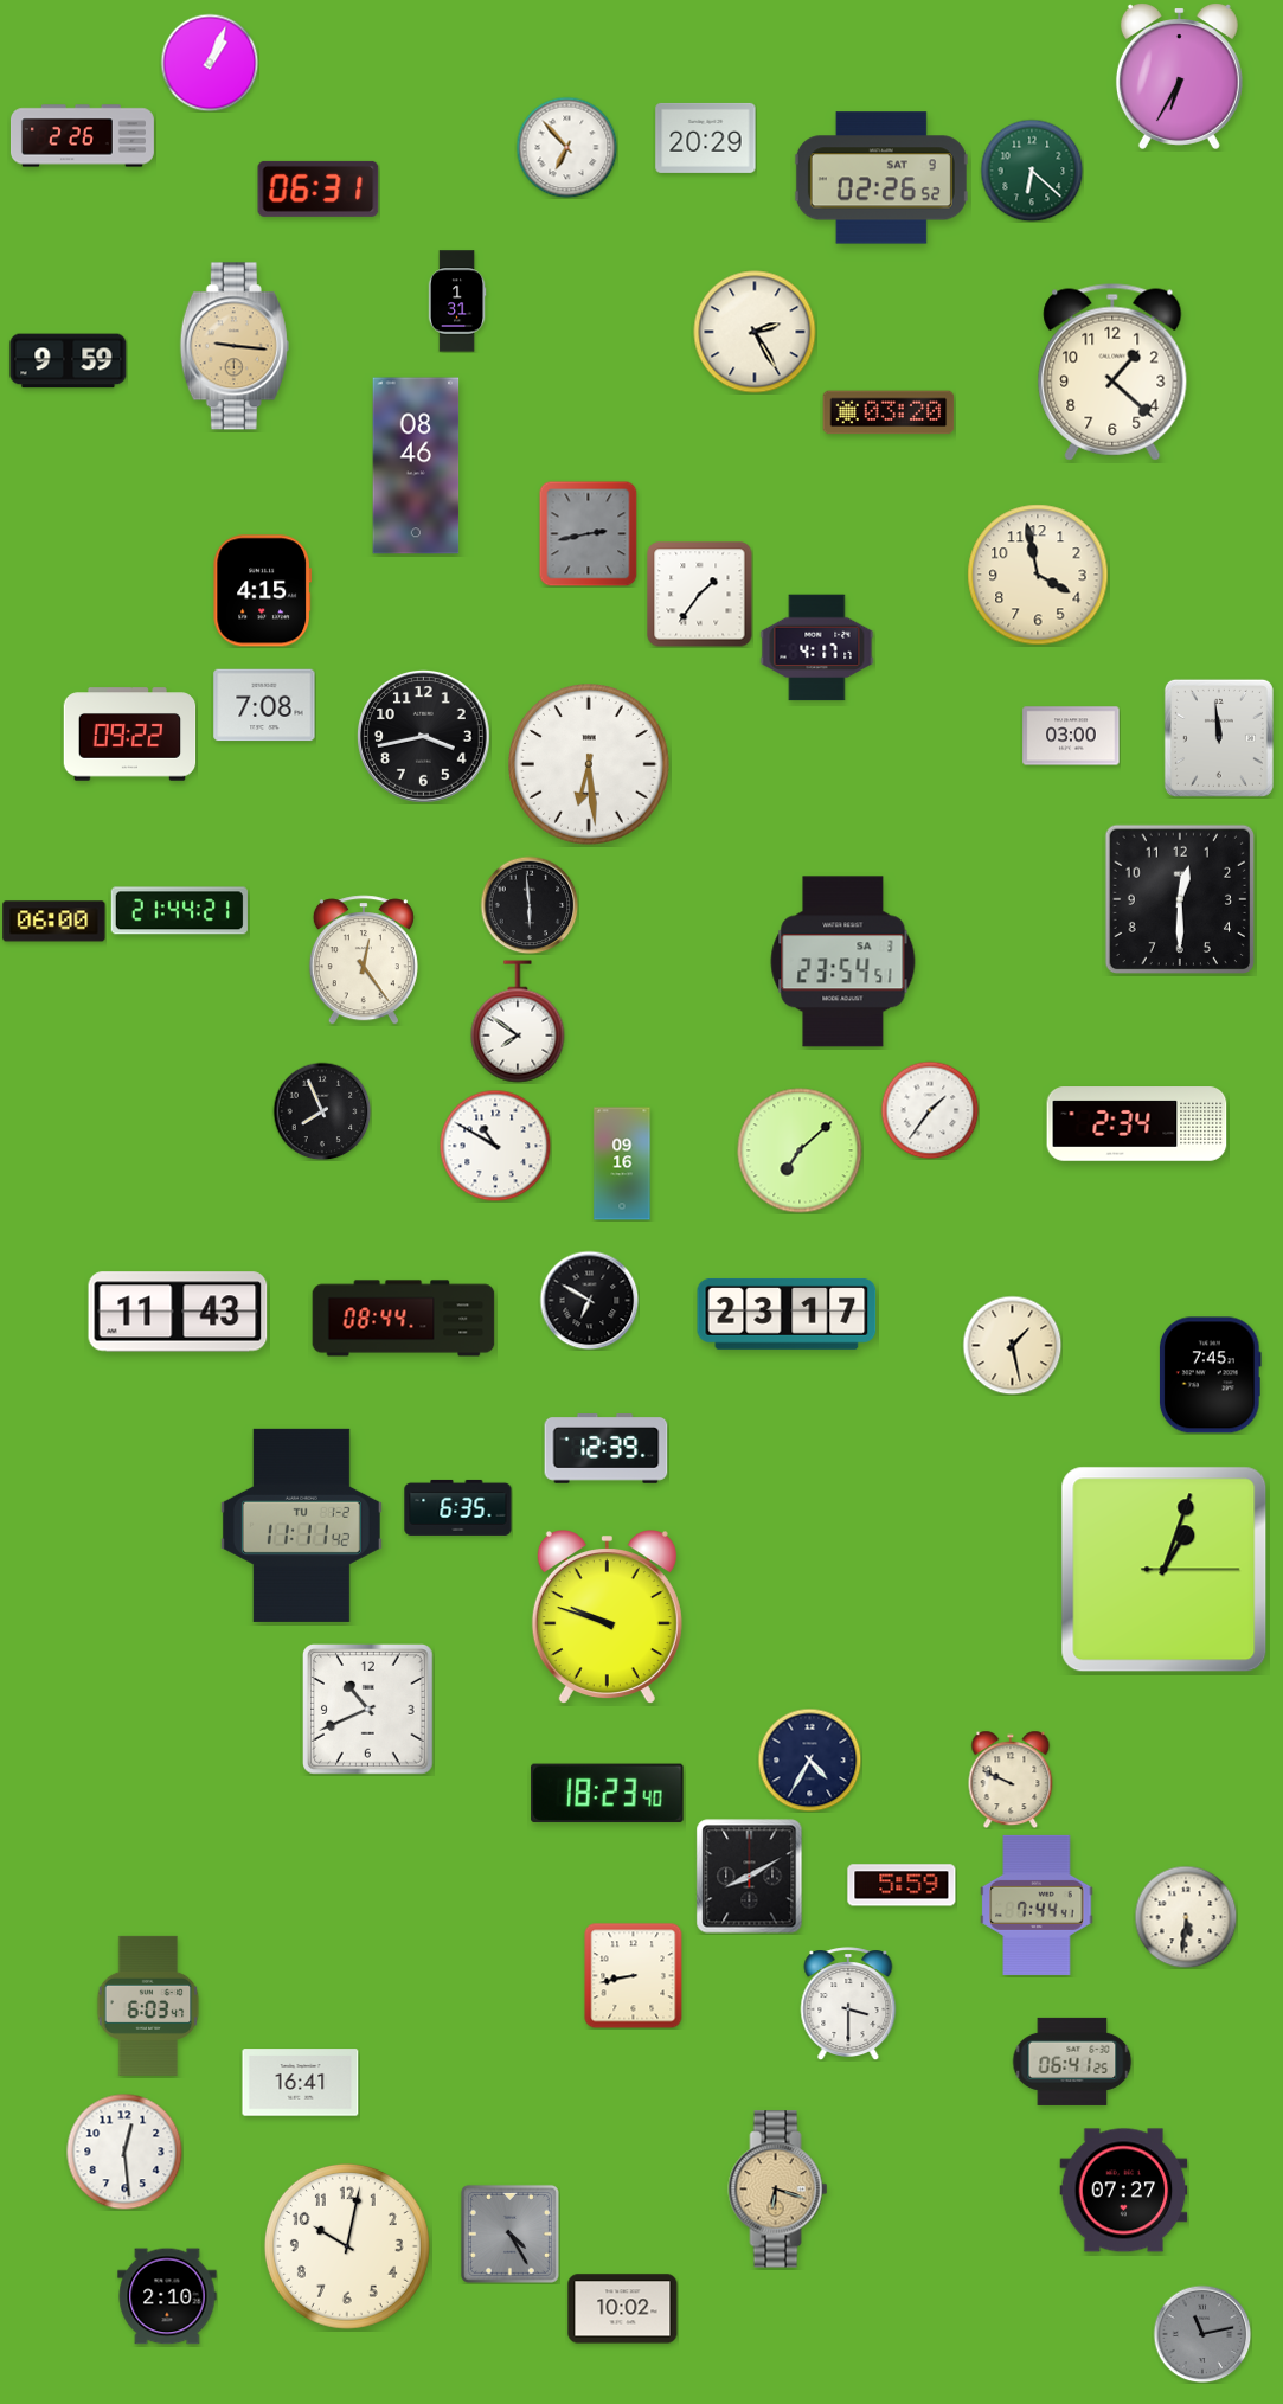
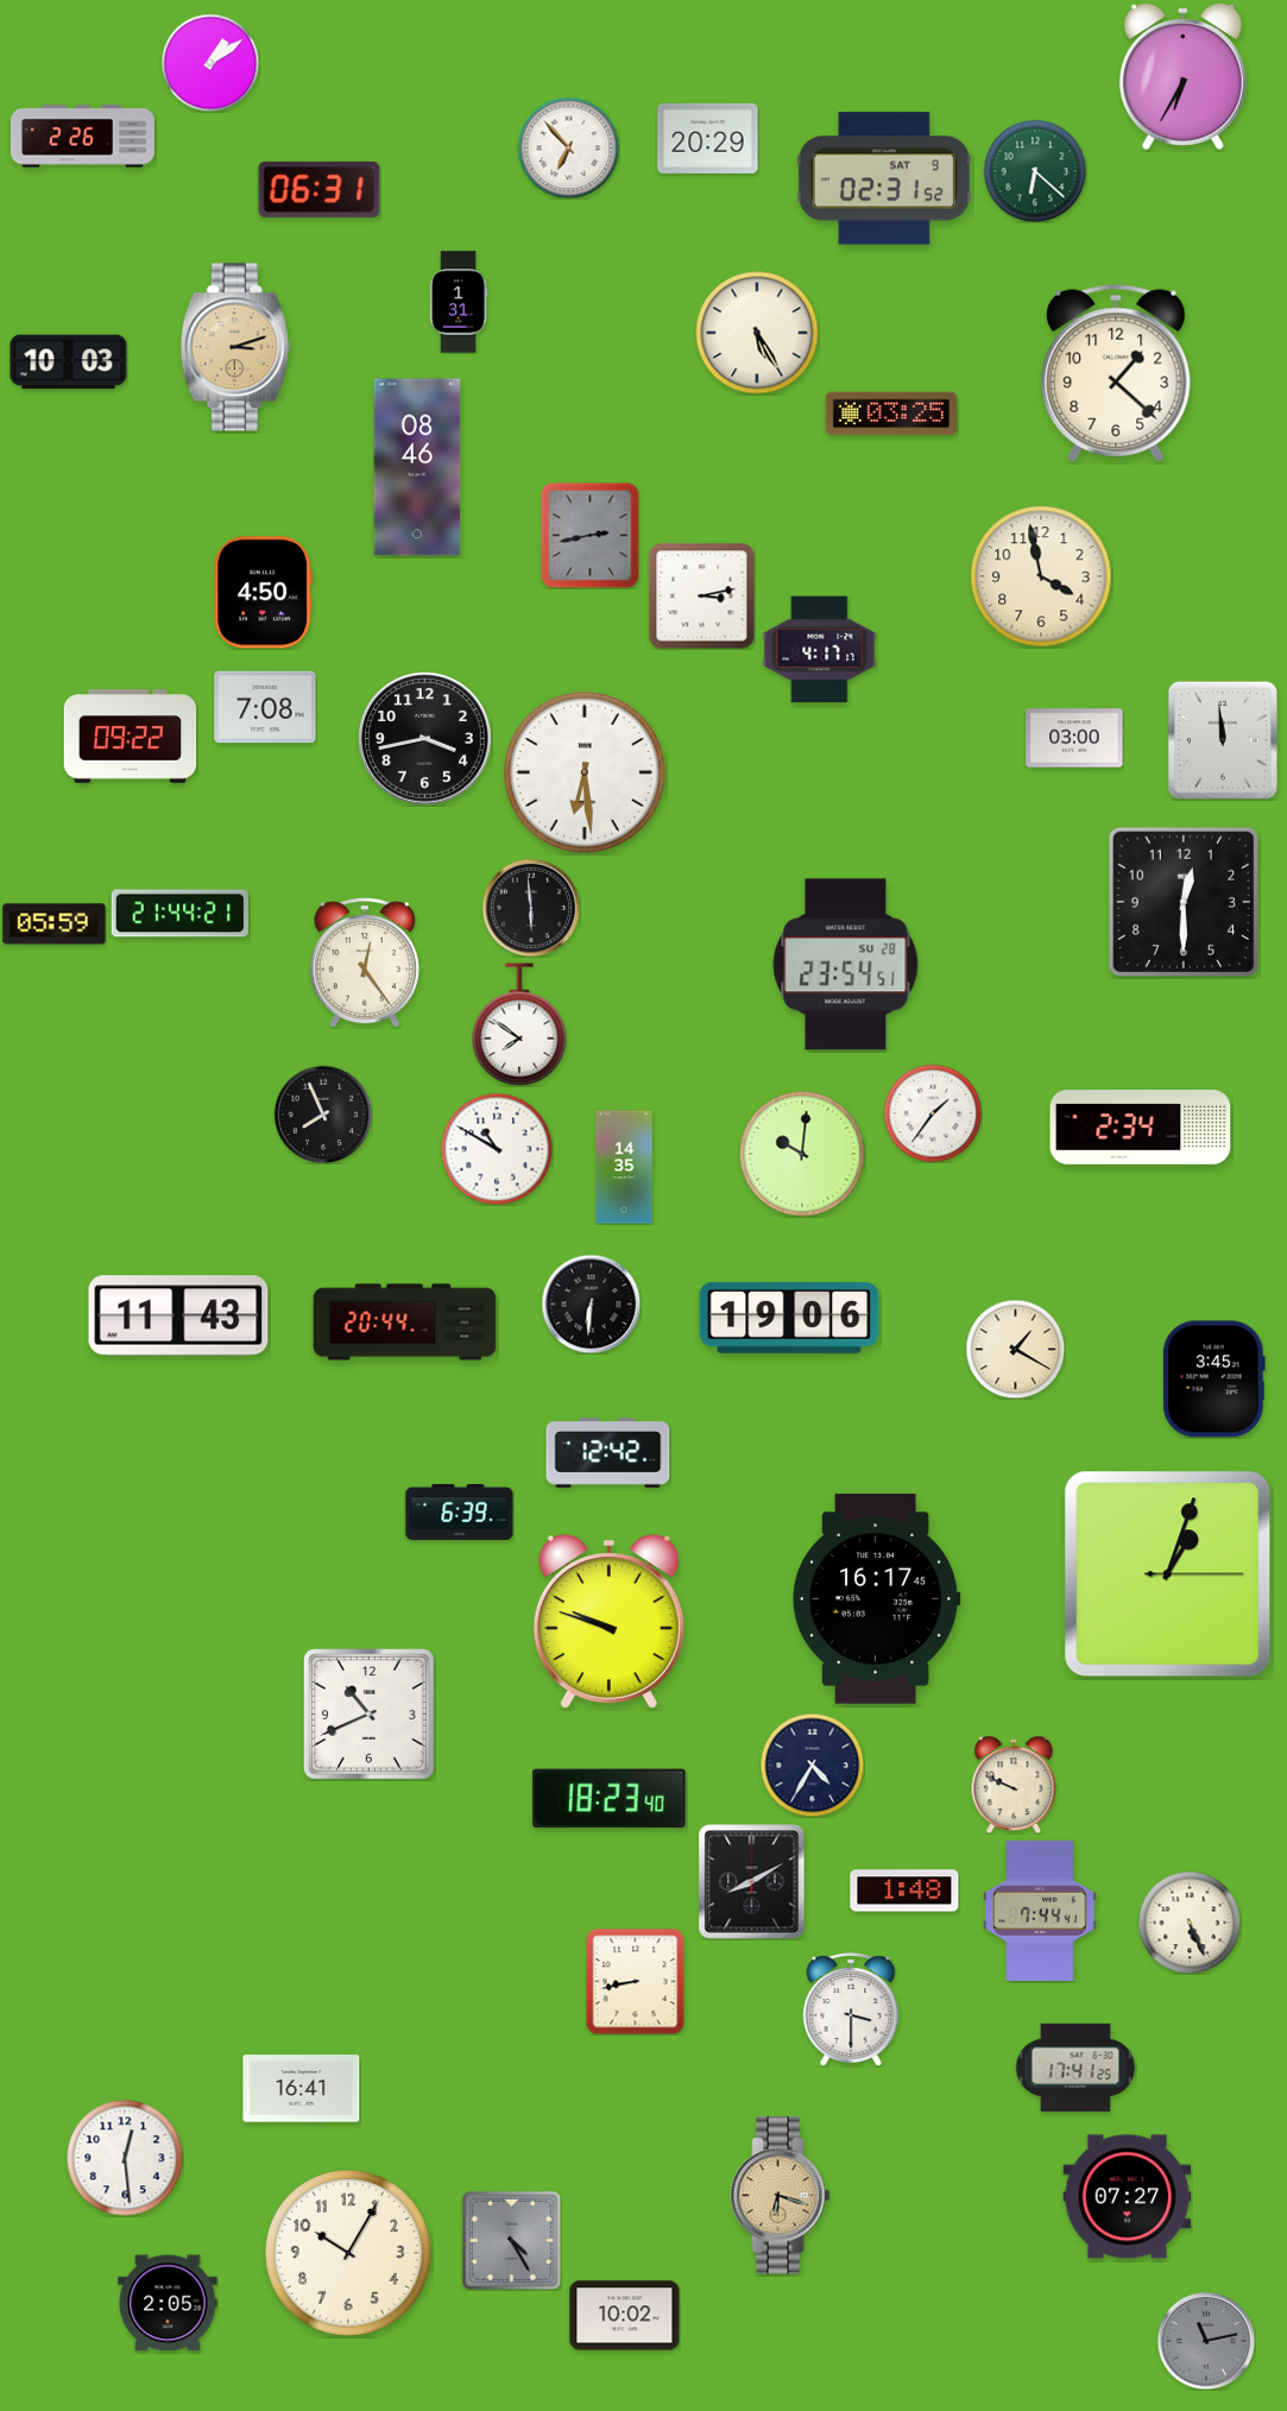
clock at (210, 63): 1:04 -> 1:09
clock at (881, 178): 02:26 -> 02:31
clock at (755, 332): 2:25 -> 5:25
clock at (235, 346): 9:16 -> 3:12
clock at (69, 361): 9:59 -> 10:03
clock at (889, 412): 03:20 -> 03:25
clock at (262, 591): 4:15 -> 4:50
clock at (700, 595): 1:36 -> 3:13
clock at (590, 765) position: (590, 765) -> (586, 774)
clock at (54, 922): 06:00 -> 05:59
clock at (843, 962) date: SA 3 -> SU 28
clock at (800, 1150): 7:08 -> 10:01
clock at (622, 1163): 09:16 -> 14:35
clock at (589, 1300): 6:50 -> 6:31
clock at (787, 1314): 23:17 -> 19:06
clock at (404, 1319): 08:44 -> 20:44
clock at (1012, 1345): 1:28 -> 1:20
clock at (1210, 1376): 7:45 -> 3:45
clock at (607, 1449): 12:39 -> 12:42
clock at (458, 1507): 6:35 -> 6:39
clock at (301, 1525): 11:11 -> none
clock at (876, 1599): none -> 16:17
clock at (902, 1885): 5:59 -> 1:48
clock at (1186, 1917): 5:31 -> 5:26
clock at (148, 2006): 6:03 -> none
clock at (1072, 2062): 06:41 -> 17:41
clock at (347, 2246): 10:02 -> 10:05
clock at (167, 2296): 2:10 -> 2:05
